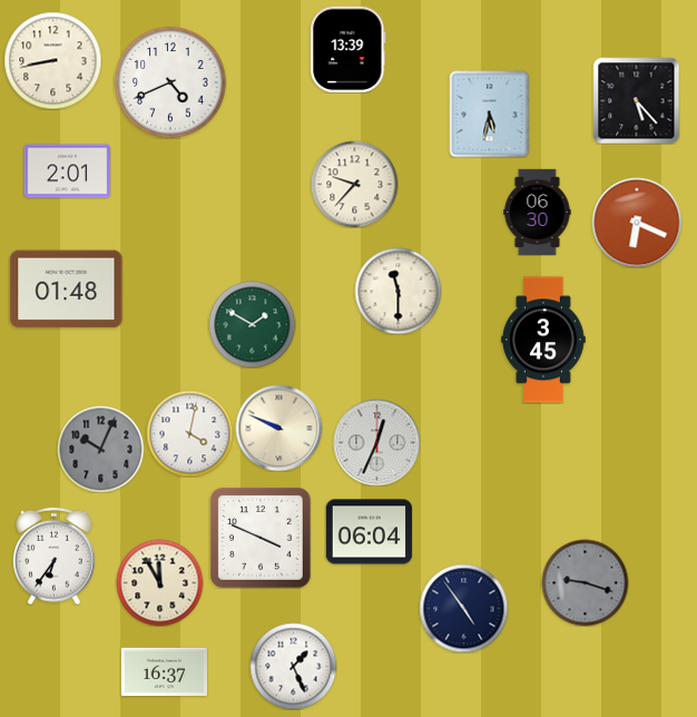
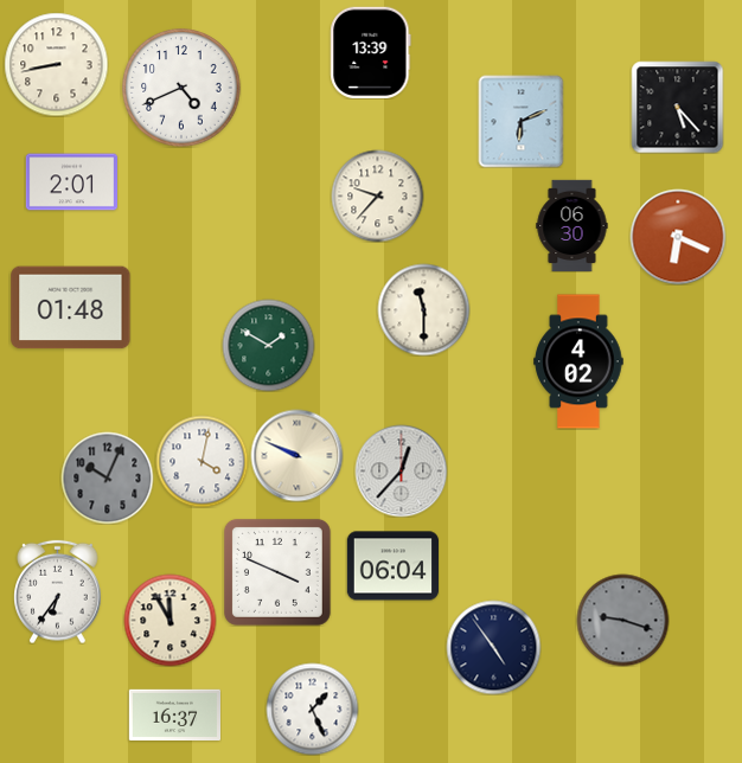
clock at (490, 114): 5:32 -> 6:11
clock at (543, 340): 3:45 -> 4:02
clock at (376, 442): 12:34 -> 12:37
